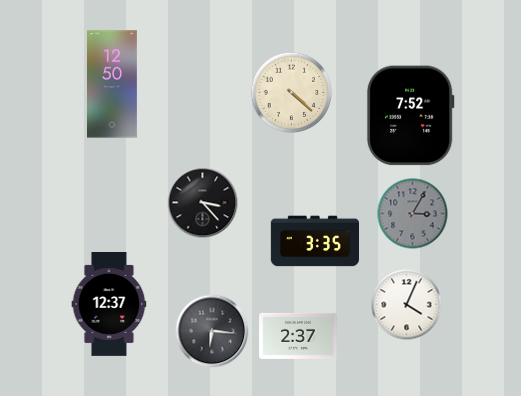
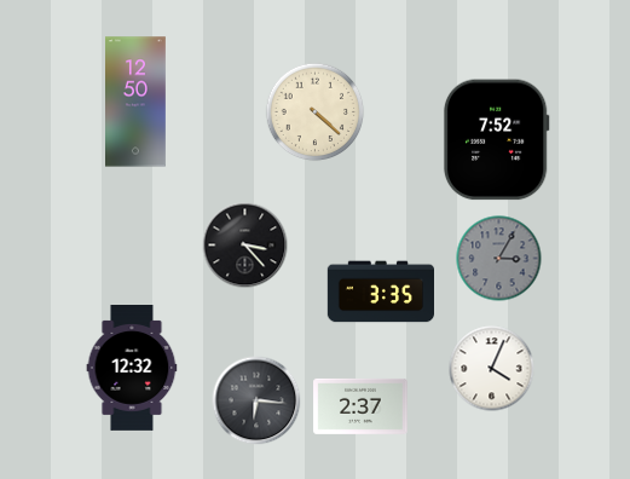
clock at (292, 93) position: (292, 93) -> (316, 112)
clock at (109, 305): 12:37 -> 12:32
